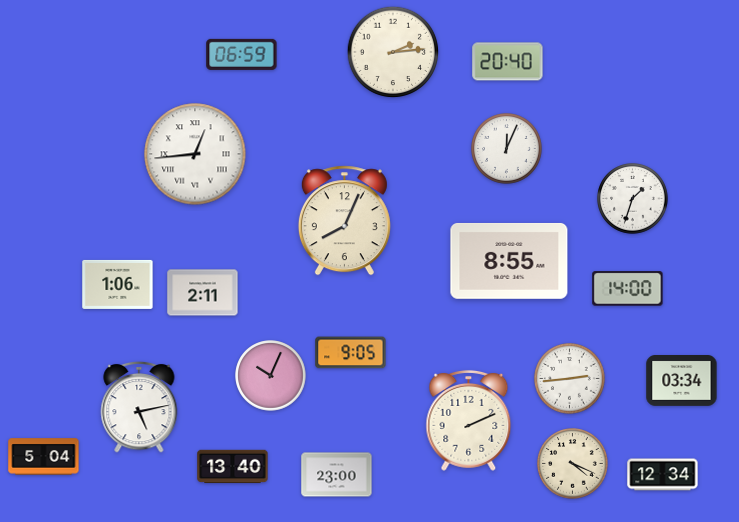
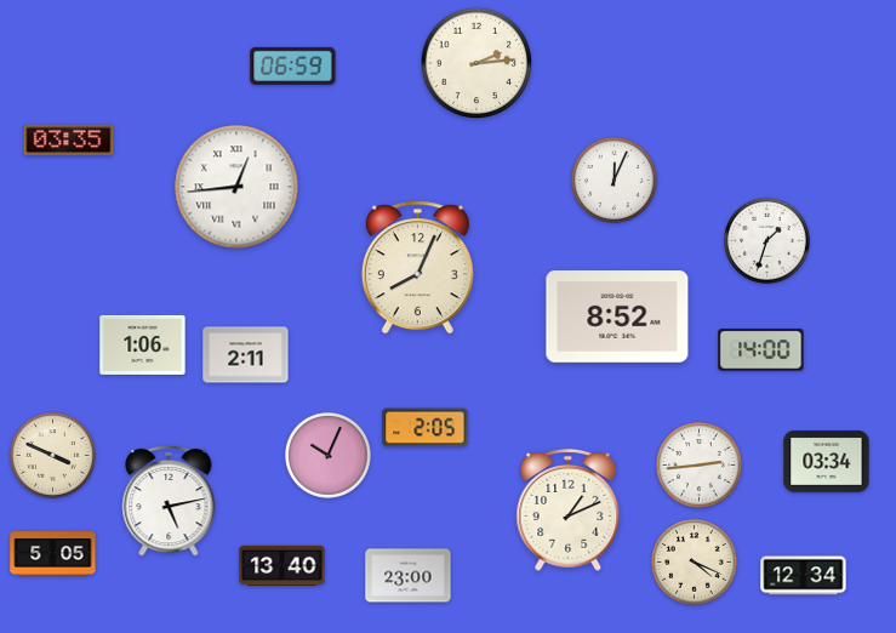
clock at (508, 62): 20:40 -> none
clock at (69, 139): none -> 03:35
clock at (509, 261): 8:55 -> 8:52
clock at (351, 353): 9:05 -> 2:05
clock at (53, 456): none -> 3:49
clock at (570, 379) position: (570, 379) -> (700, 466)
clock at (139, 407) position: (139, 407) -> (169, 501)
clock at (469, 420): 2:11 -> 1:11
clock at (44, 457): 5:04 -> 5:05
